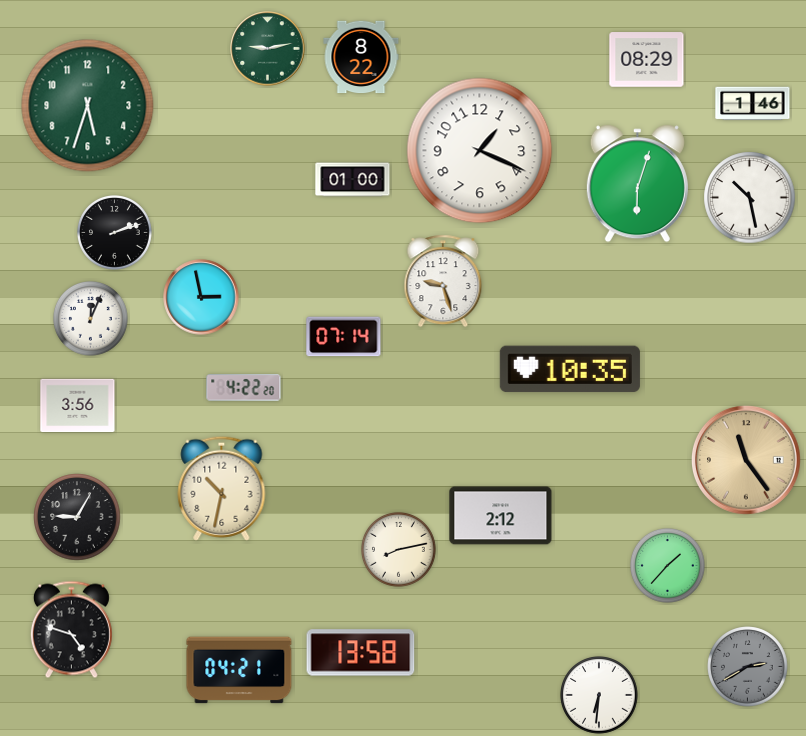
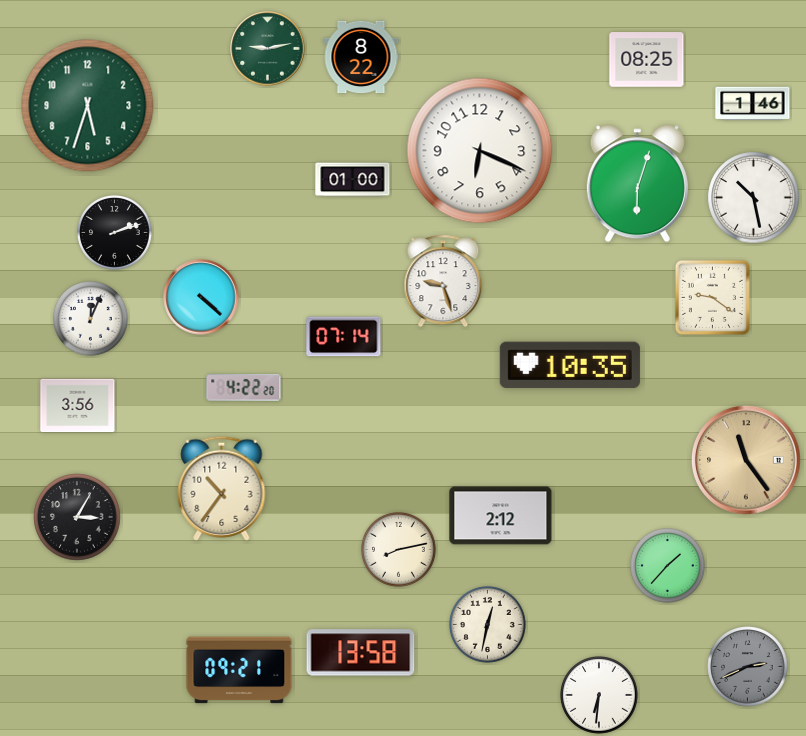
clock at (647, 60): 08:29 -> 08:25
clock at (480, 151): 1:19 -> 6:19
clock at (750, 198) position: (750, 198) -> (754, 198)
clock at (201, 297): 2:58 -> 4:22
clock at (712, 297): none -> 9:21
clock at (570, 369) position: (570, 369) -> (570, 365)
clock at (222, 488): 10:32 -> 10:36
clock at (77, 517): 9:05 -> 3:05
clock at (488, 625): none -> 12:32
clock at (71, 630): 4:48 -> none
clock at (748, 667): 2:40 -> 2:41
clock at (239, 670): 04:21 -> 09:21
